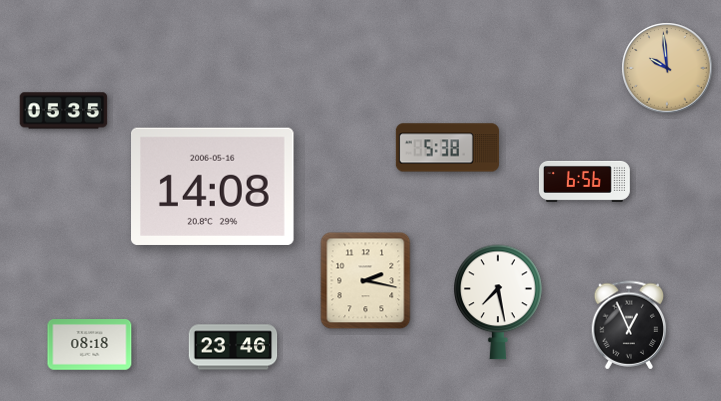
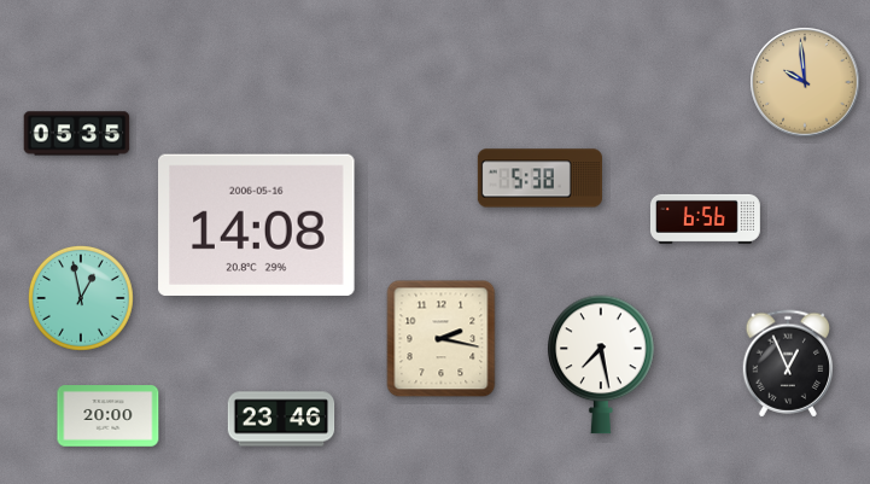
clock at (81, 298): none -> 12:58
clock at (629, 325) position: (629, 325) -> (788, 363)
clock at (90, 345): 08:18 -> 20:00
